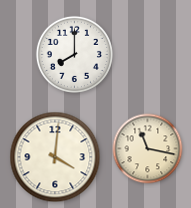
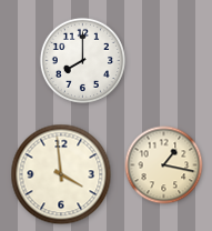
clock at (148, 149): 11:17 -> 1:17
clock at (55, 157): 4:01 -> 3:59
